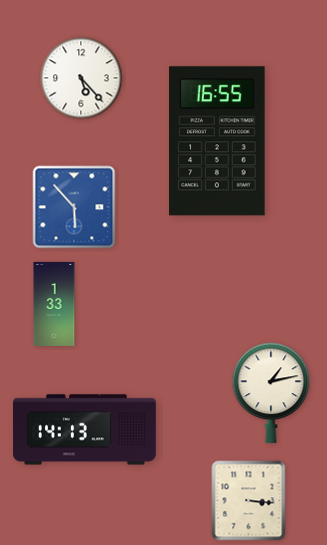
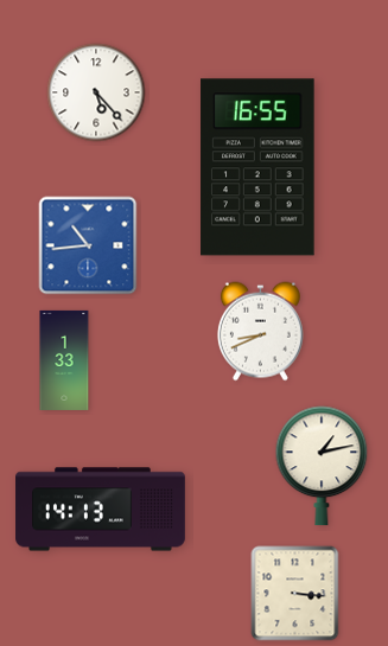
clock at (74, 207): 5:53 -> 10:44
clock at (260, 332): none -> 8:41
